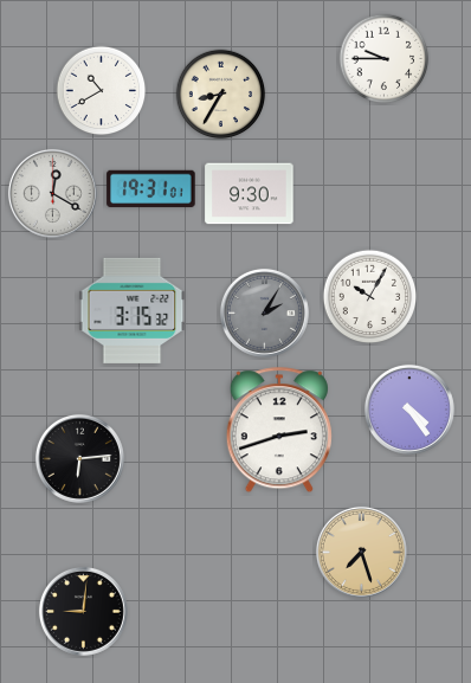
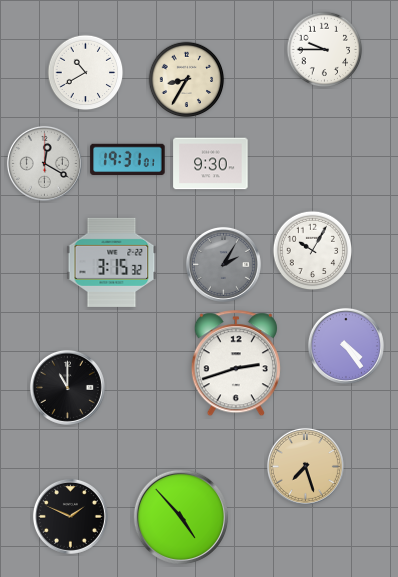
clock at (102, 91) position: (102, 91) -> (86, 73)
clock at (79, 458): 6:14 -> 11:00
clock at (83, 611): 9:01 -> 1:49
clock at (180, 516): none -> 4:53
